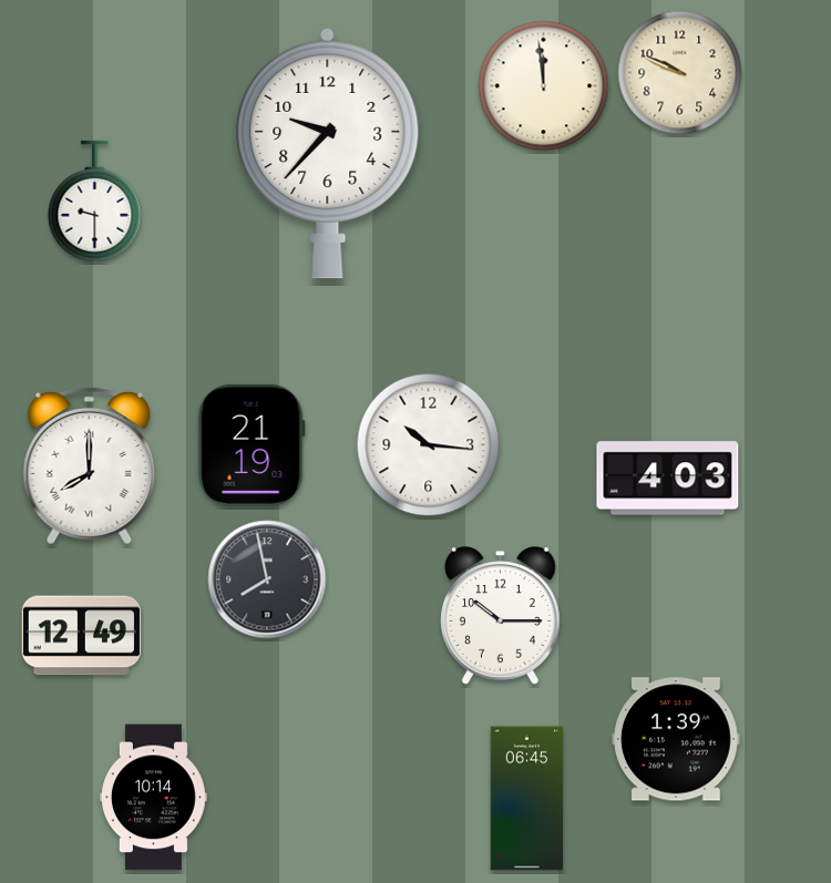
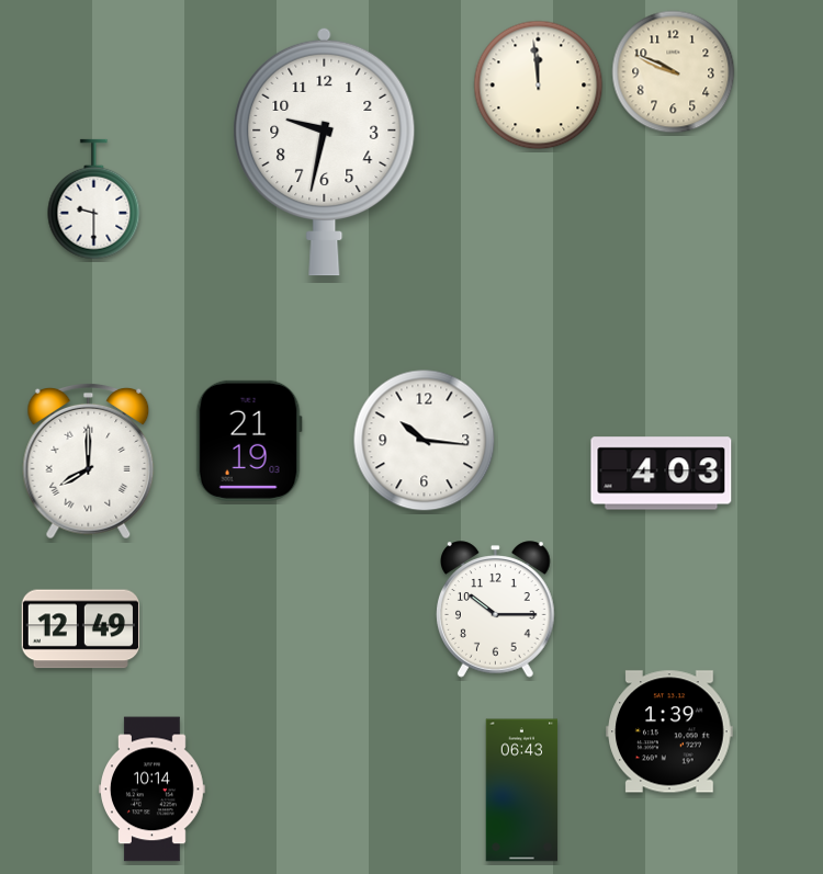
clock at (328, 153): 9:37 -> 9:32
clock at (267, 579): 7:58 -> none
clock at (527, 799): 06:45 -> 06:43
